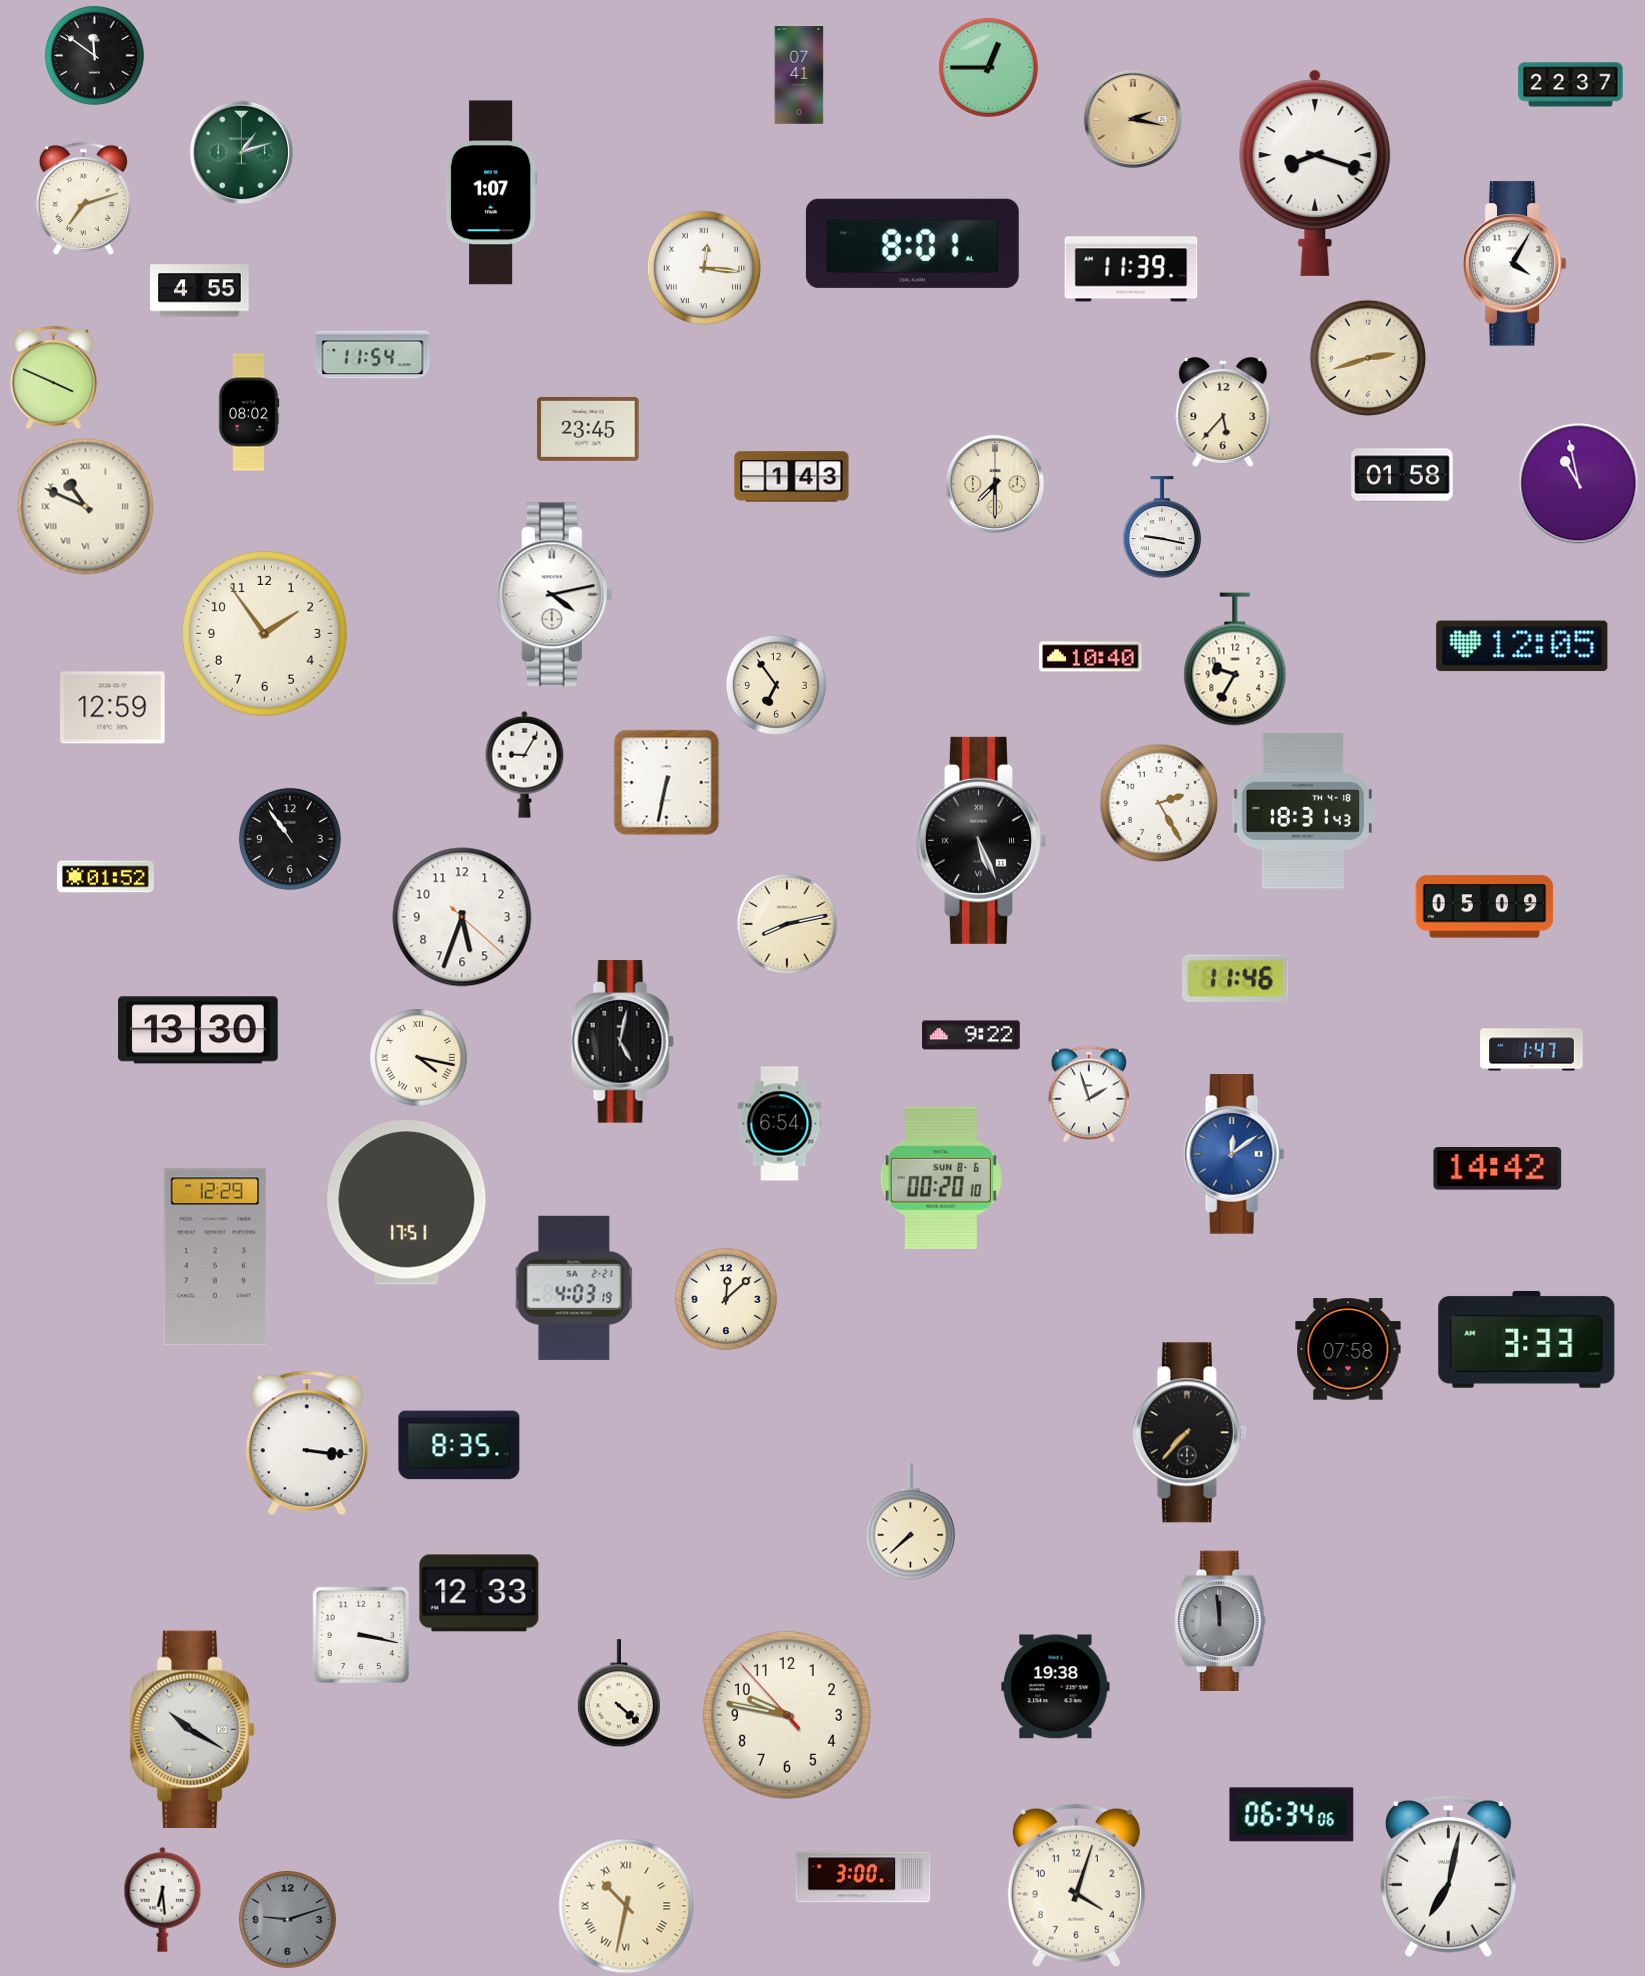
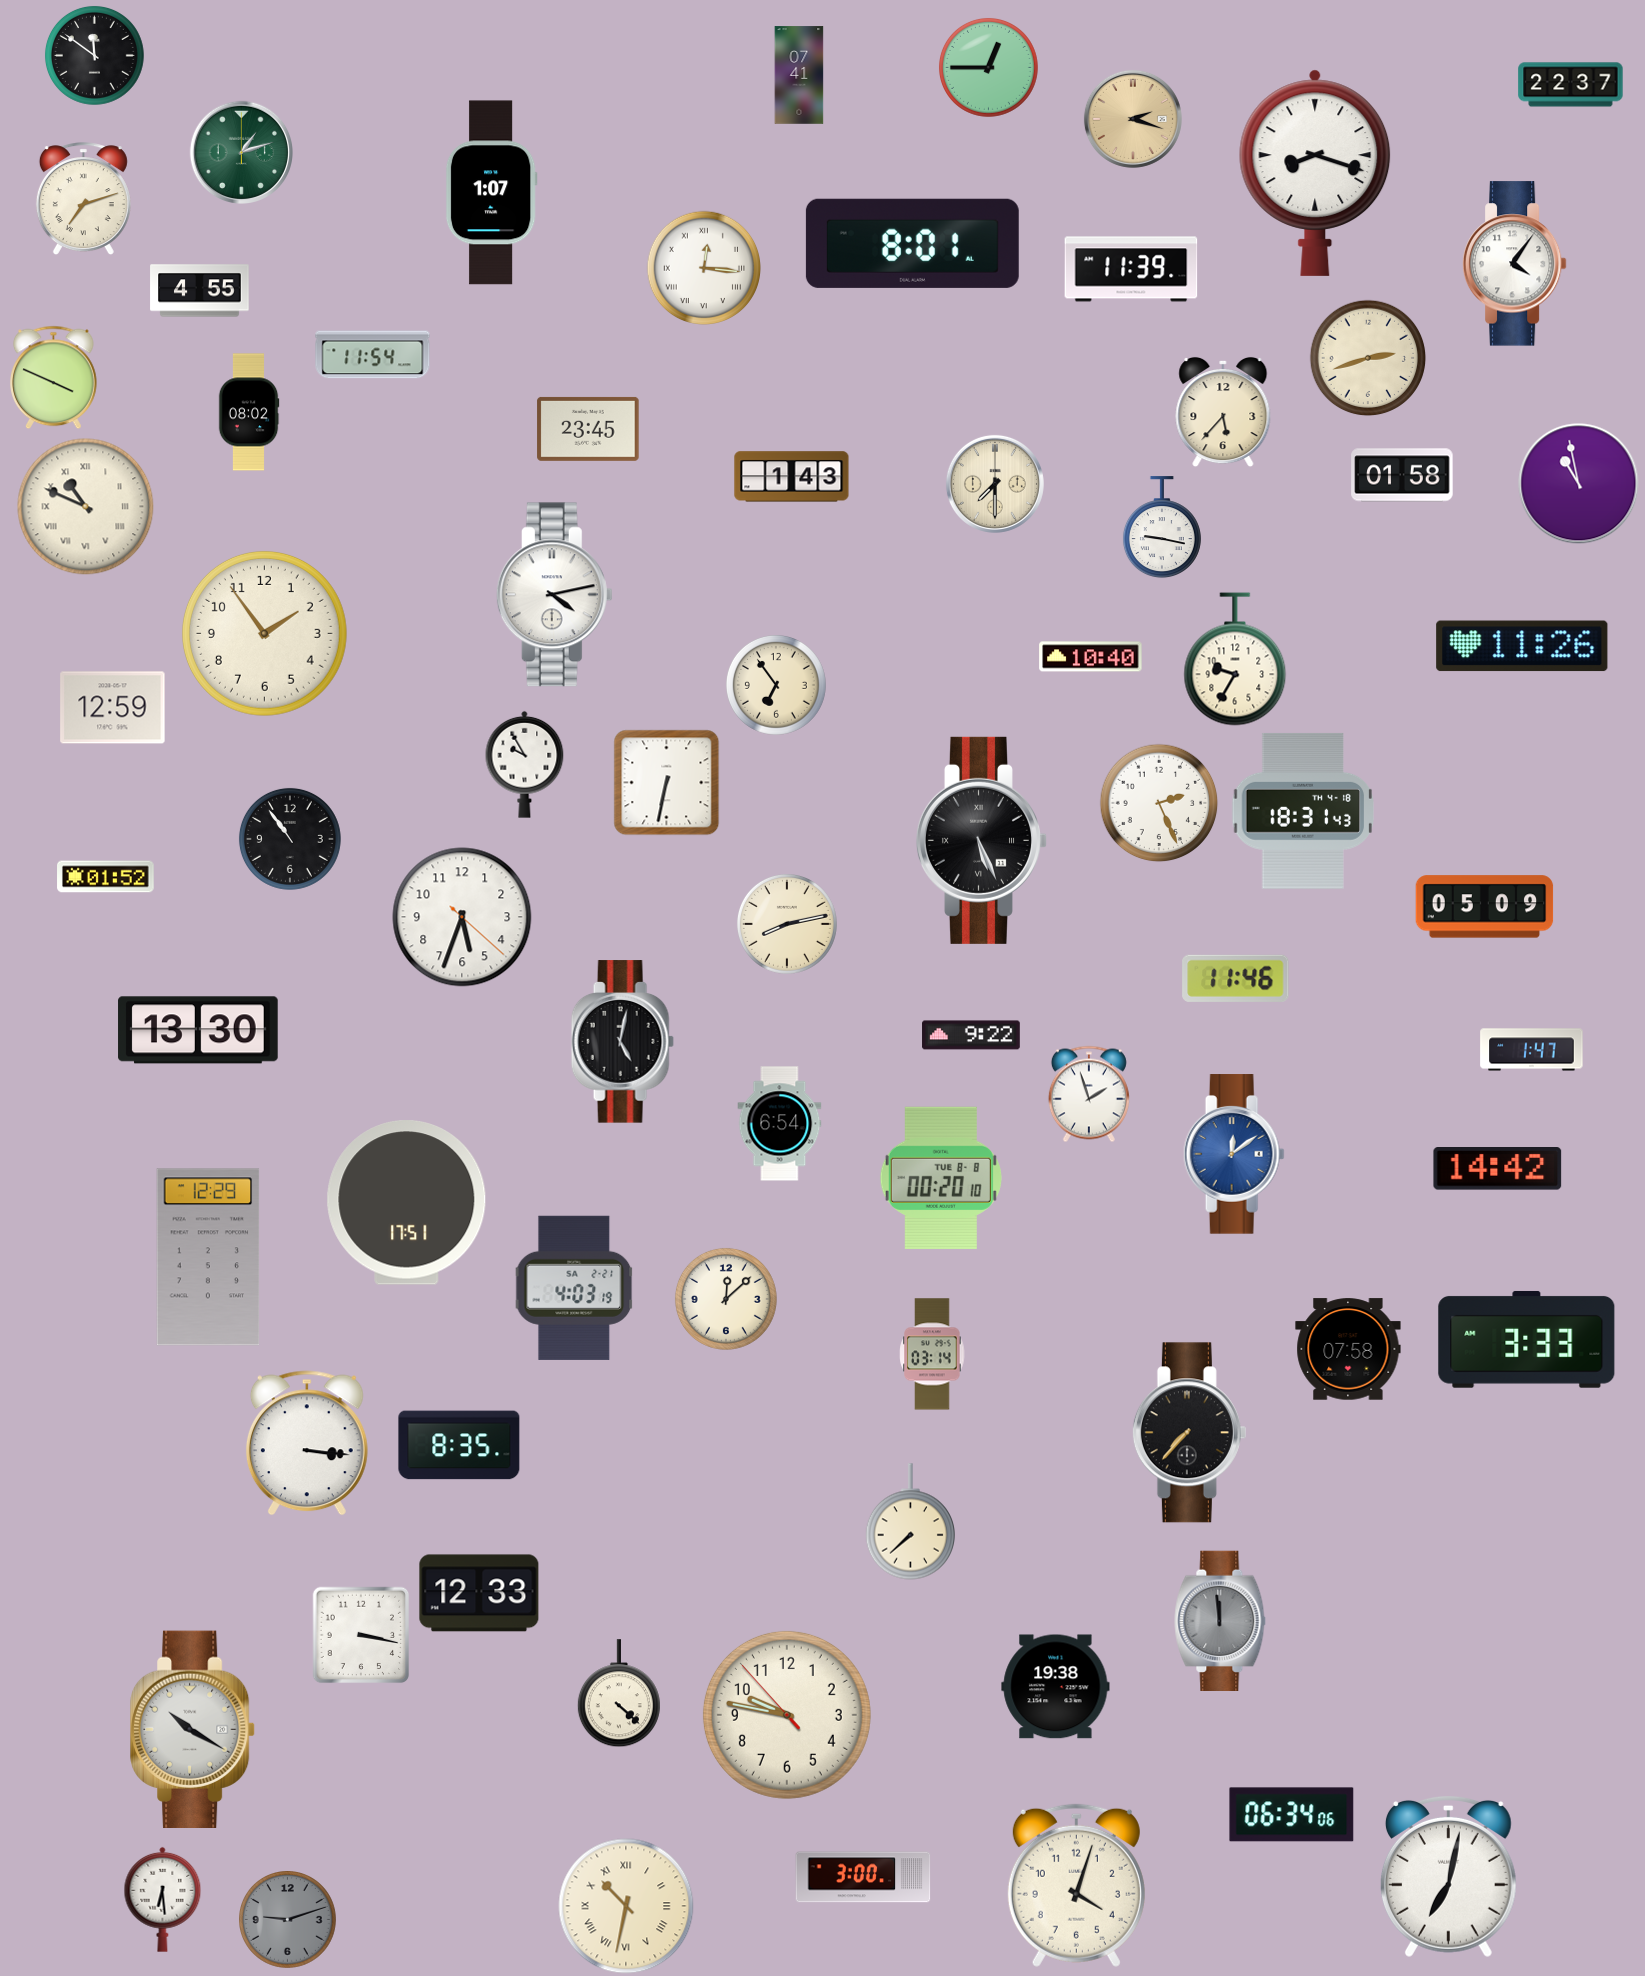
clock at (1133, 119): 2:17 -> 2:18
clock at (1514, 264): 4:05 -> 4:06
clock at (1522, 646): 12:05 -> 11:26
clock at (525, 764): 9:05 -> 9:55
clock at (1159, 803): 2:25 -> 2:26
clock at (419, 1058): 4:17 -> none
clock at (941, 1178) date: SUN 8-6 -> TUE 8-8
clock at (215, 1257) position: (215, 1257) -> (208, 1257)
clock at (932, 1354): none -> 03:14
